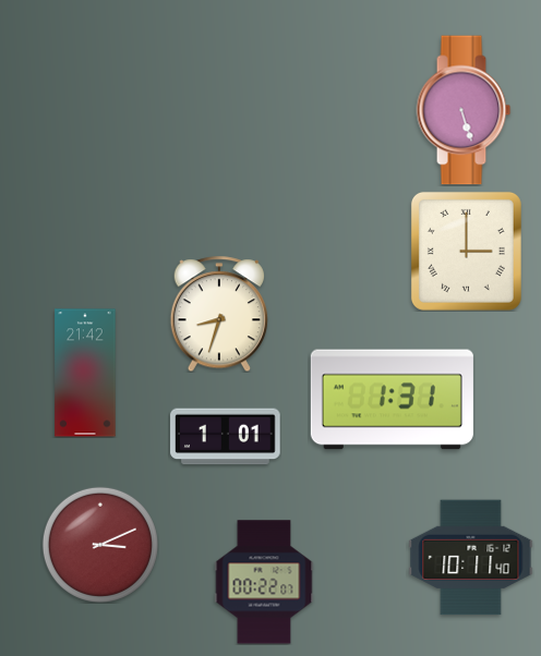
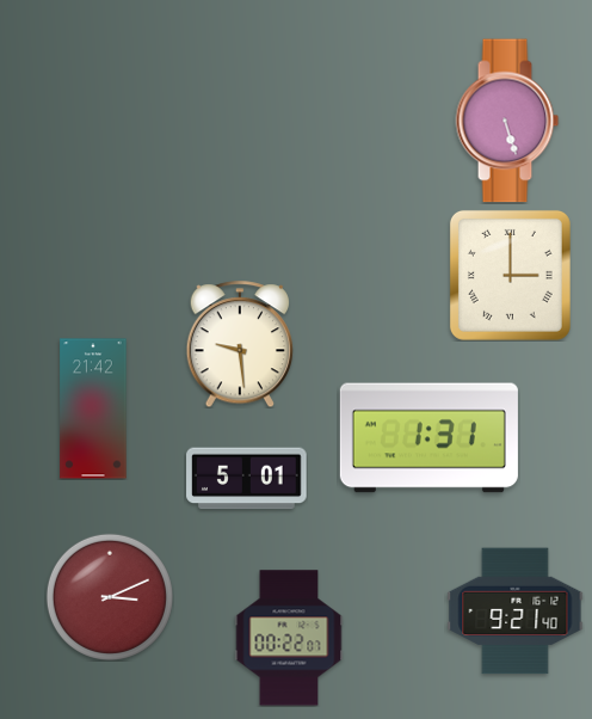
clock at (218, 314): 8:33 -> 9:29
clock at (226, 437): 1:01 -> 5:01
clock at (471, 558): 10:11 -> 9:21
